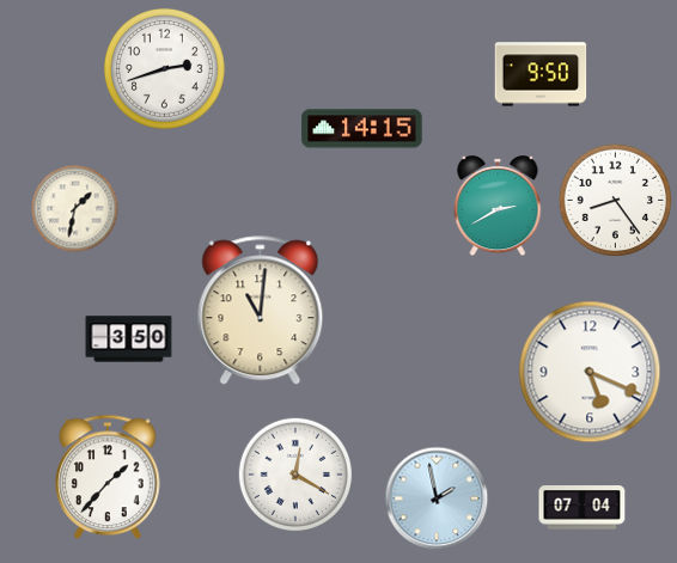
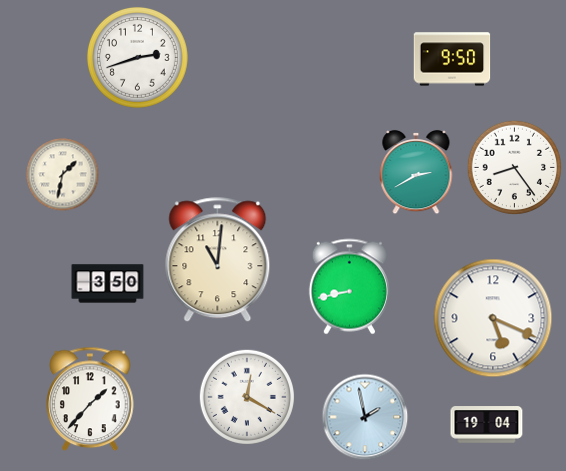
clock at (541, 74) position: (541, 74) -> (452, 59)
clock at (362, 129): 14:15 -> none
clock at (349, 287): none -> 8:43
clock at (590, 372) position: (590, 372) -> (493, 318)
clock at (583, 508): 07:04 -> 19:04
